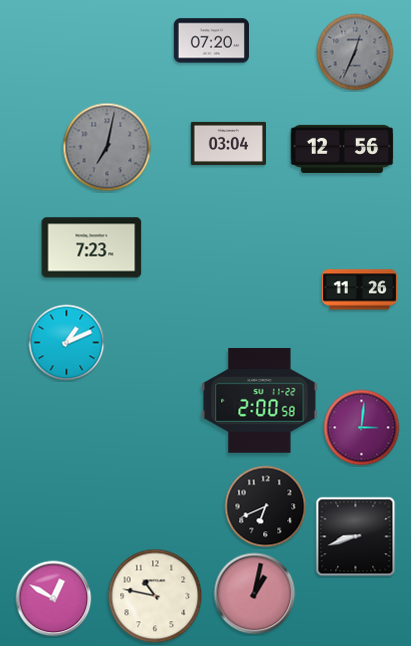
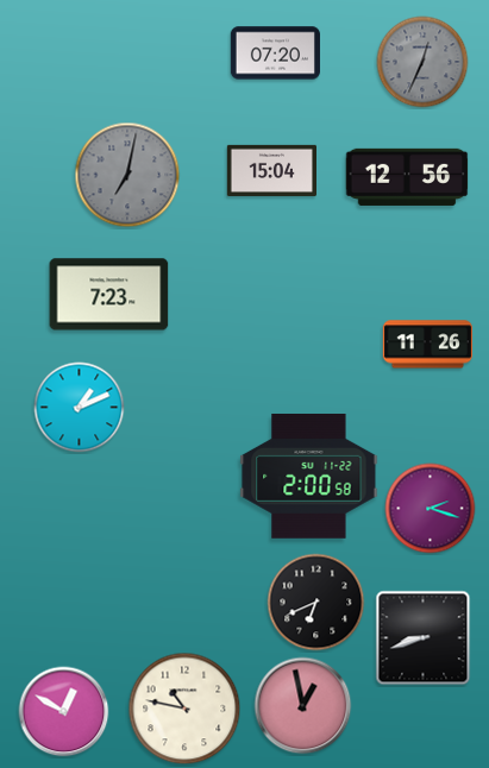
clock at (211, 41) position: (211, 41) -> (275, 53)
clock at (228, 143): 03:04 -> 15:04
clock at (362, 428): 3:01 -> 2:18
clock at (255, 594): 1:02 -> 12:58
